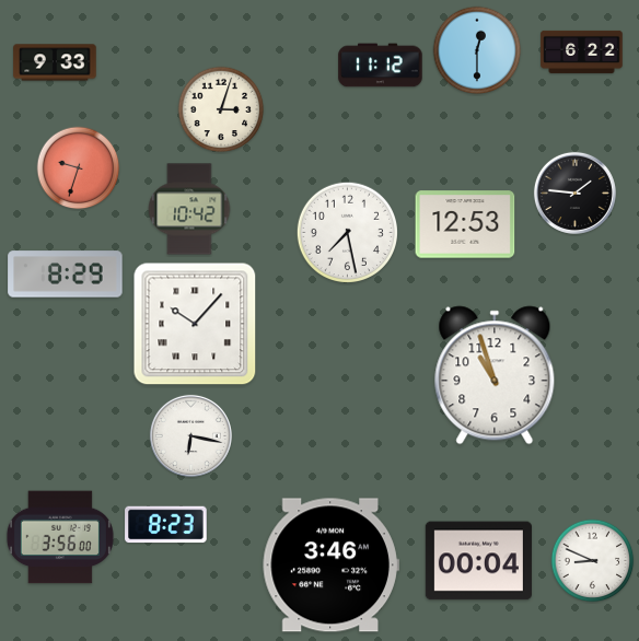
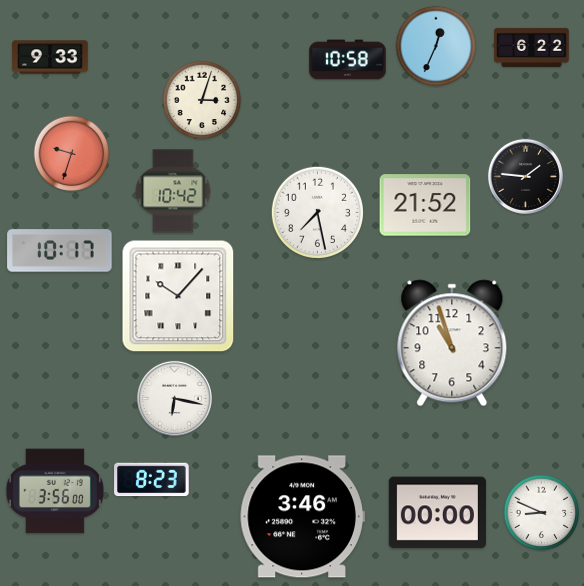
clock at (477, 50): 12:30 -> 12:34
clock at (381, 66): 11:12 -> 10:58
clock at (465, 224): 12:53 -> 21:52
clock at (66, 275): 8:29 -> 10:17
clock at (478, 561): 00:04 -> 00:00
